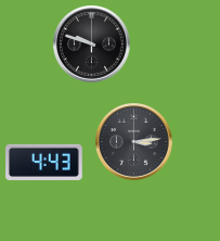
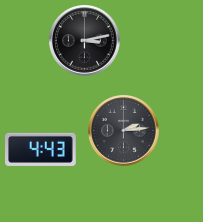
clock at (92, 45): 9:48 -> 3:13
clock at (134, 142): 3:14 -> 2:14
